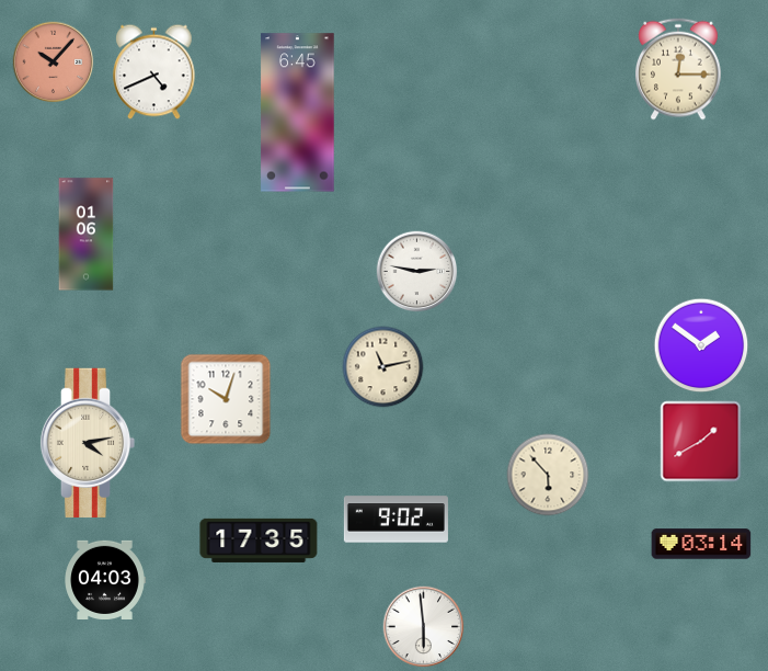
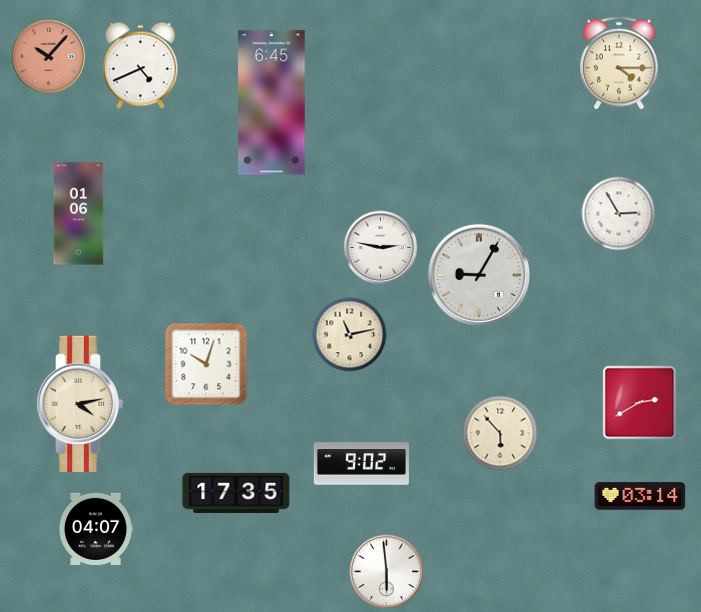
clock at (678, 69): 12:15 -> 4:15
clock at (619, 214): none -> 2:55
clock at (479, 275): none -> 9:05
clock at (701, 345): 1:51 -> none
clock at (701, 442): 1:40 -> 2:40
clock at (396, 520) position: (396, 520) -> (361, 464)
clock at (105, 579): 04:03 -> 04:07
